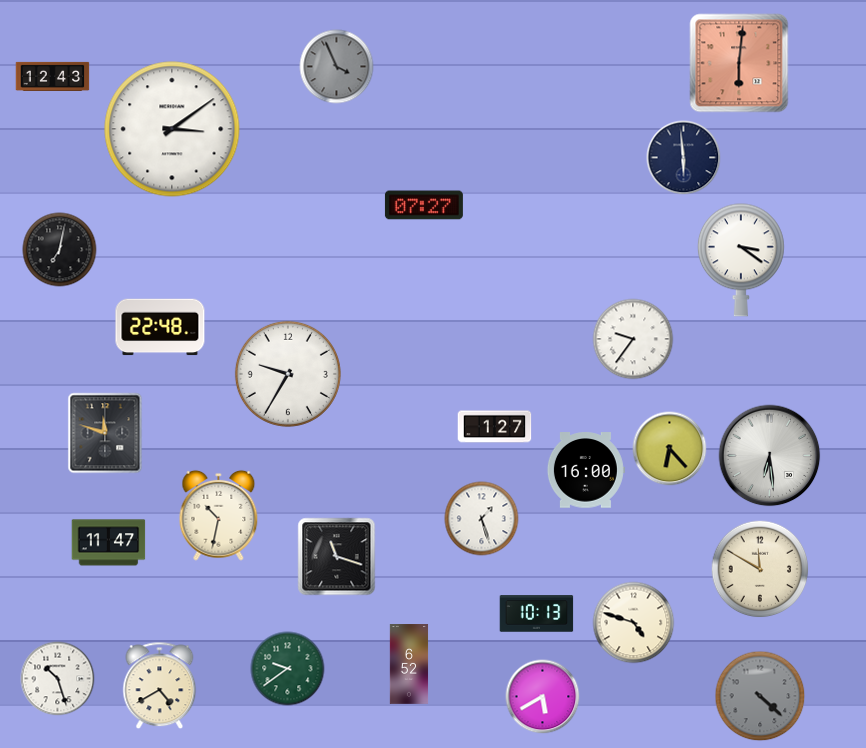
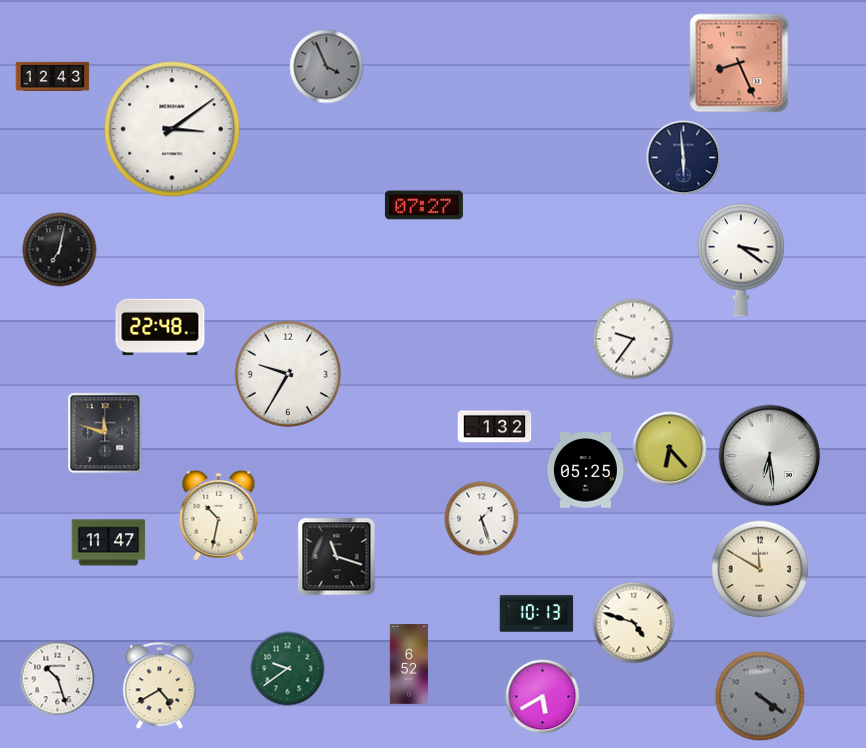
clock at (739, 63): 6:01 -> 8:26
clock at (337, 67) position: (337, 67) -> (327, 67)
clock at (495, 427): 1:27 -> 1:32
clock at (586, 470): 16:00 -> 05:25
clock at (760, 696): 4:22 -> 4:21
